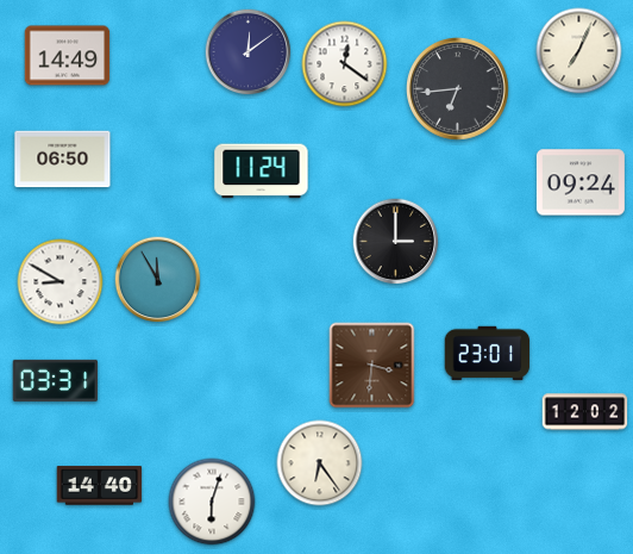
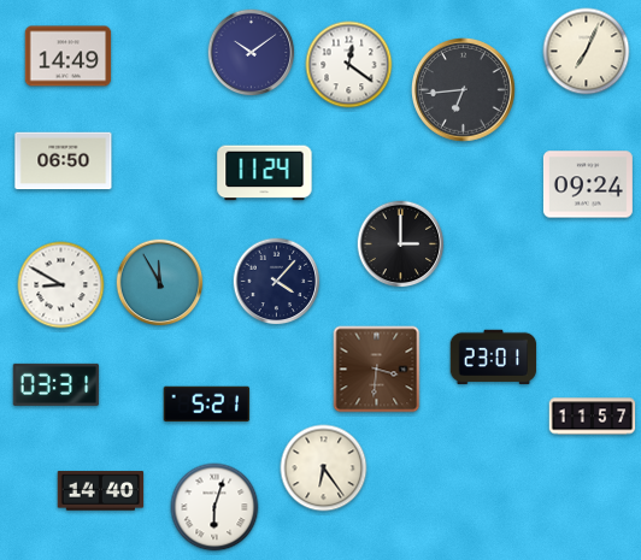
clock at (249, 52): 12:09 -> 10:09
clock at (277, 282): none -> 4:07
clock at (207, 405): none -> 5:21
clock at (585, 412): 12:02 -> 11:57
